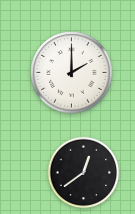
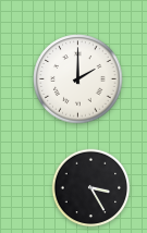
clock at (84, 173): 12:39 -> 3:25
